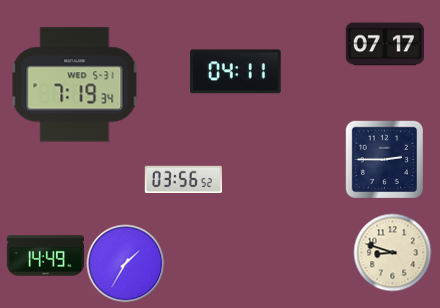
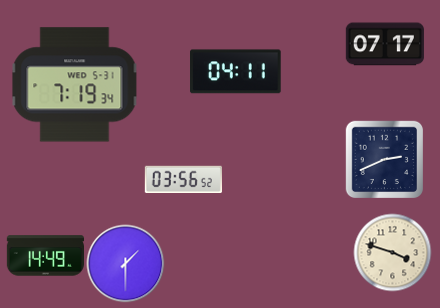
clock at (384, 159): 2:45 -> 2:41
clock at (392, 252): 8:48 -> 3:48
clock at (125, 263): 1:35 -> 1:30
